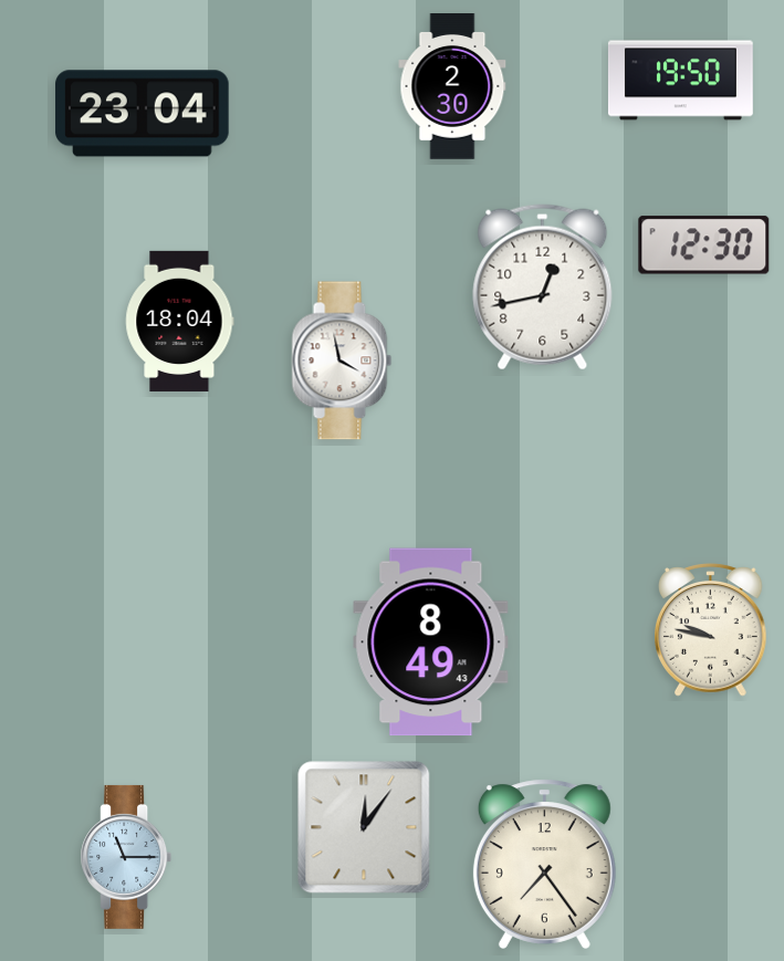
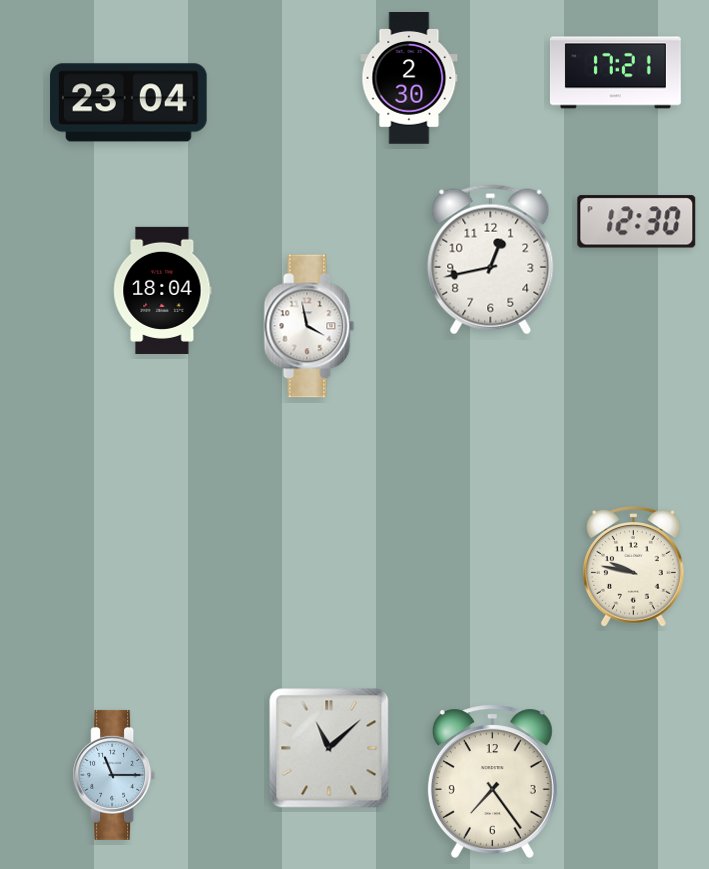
clock at (680, 81): 19:50 -> 17:21
clock at (711, 630) position: (711, 630) -> (634, 567)
clock at (431, 643): 8:49 -> none
clock at (364, 827): 12:06 -> 11:08
